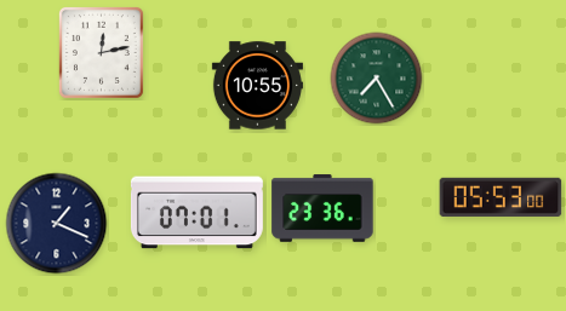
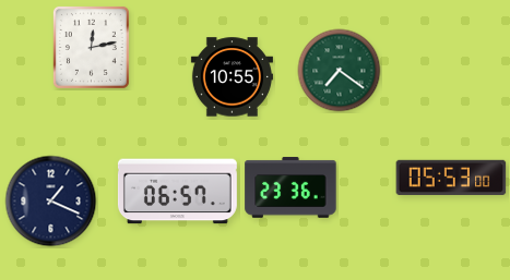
clock at (377, 79): 7:25 -> 7:21
clock at (196, 213): 07:01 -> 06:57
